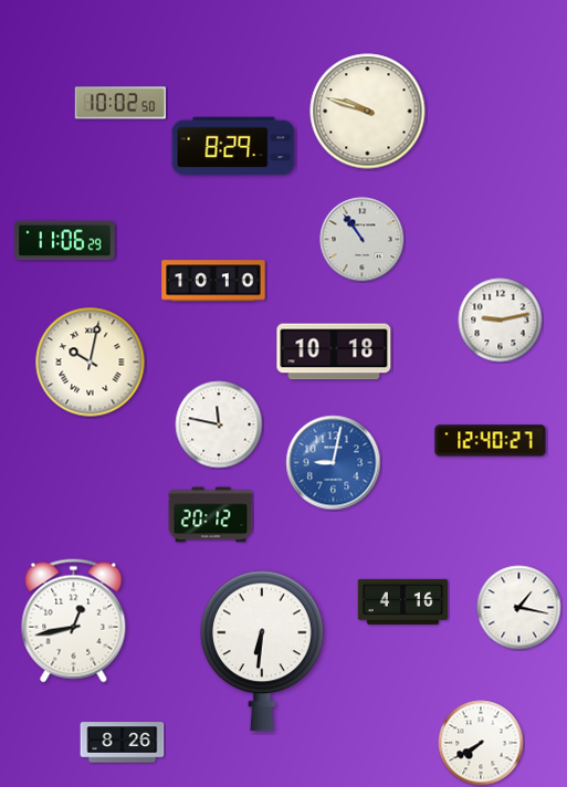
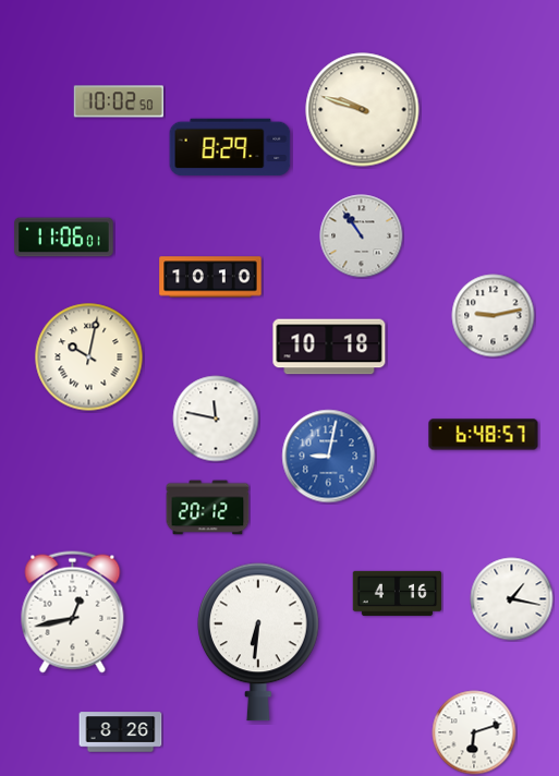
clock at (233, 146) position: (233, 146) -> (230, 147)
clock at (363, 240) position: (363, 240) -> (362, 237)
clock at (65, 241): 11:06:29 -> 11:06:01
clock at (491, 441): 12:40 -> 6:48
clock at (481, 743): 7:40 -> 6:12
